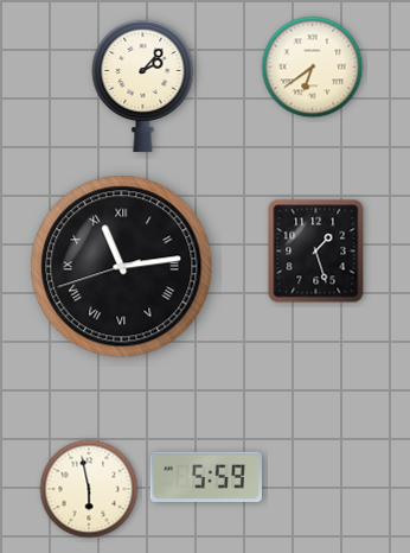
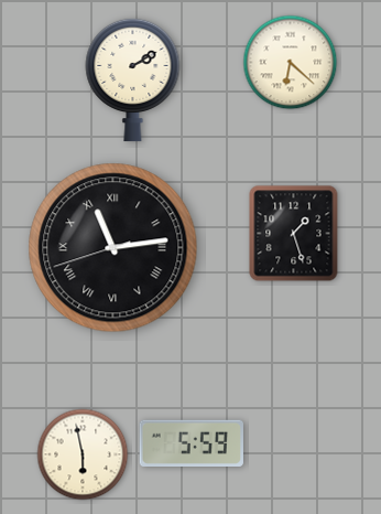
clock at (313, 68): 6:39 -> 6:22
clock at (143, 85): 2:07 -> 2:10
